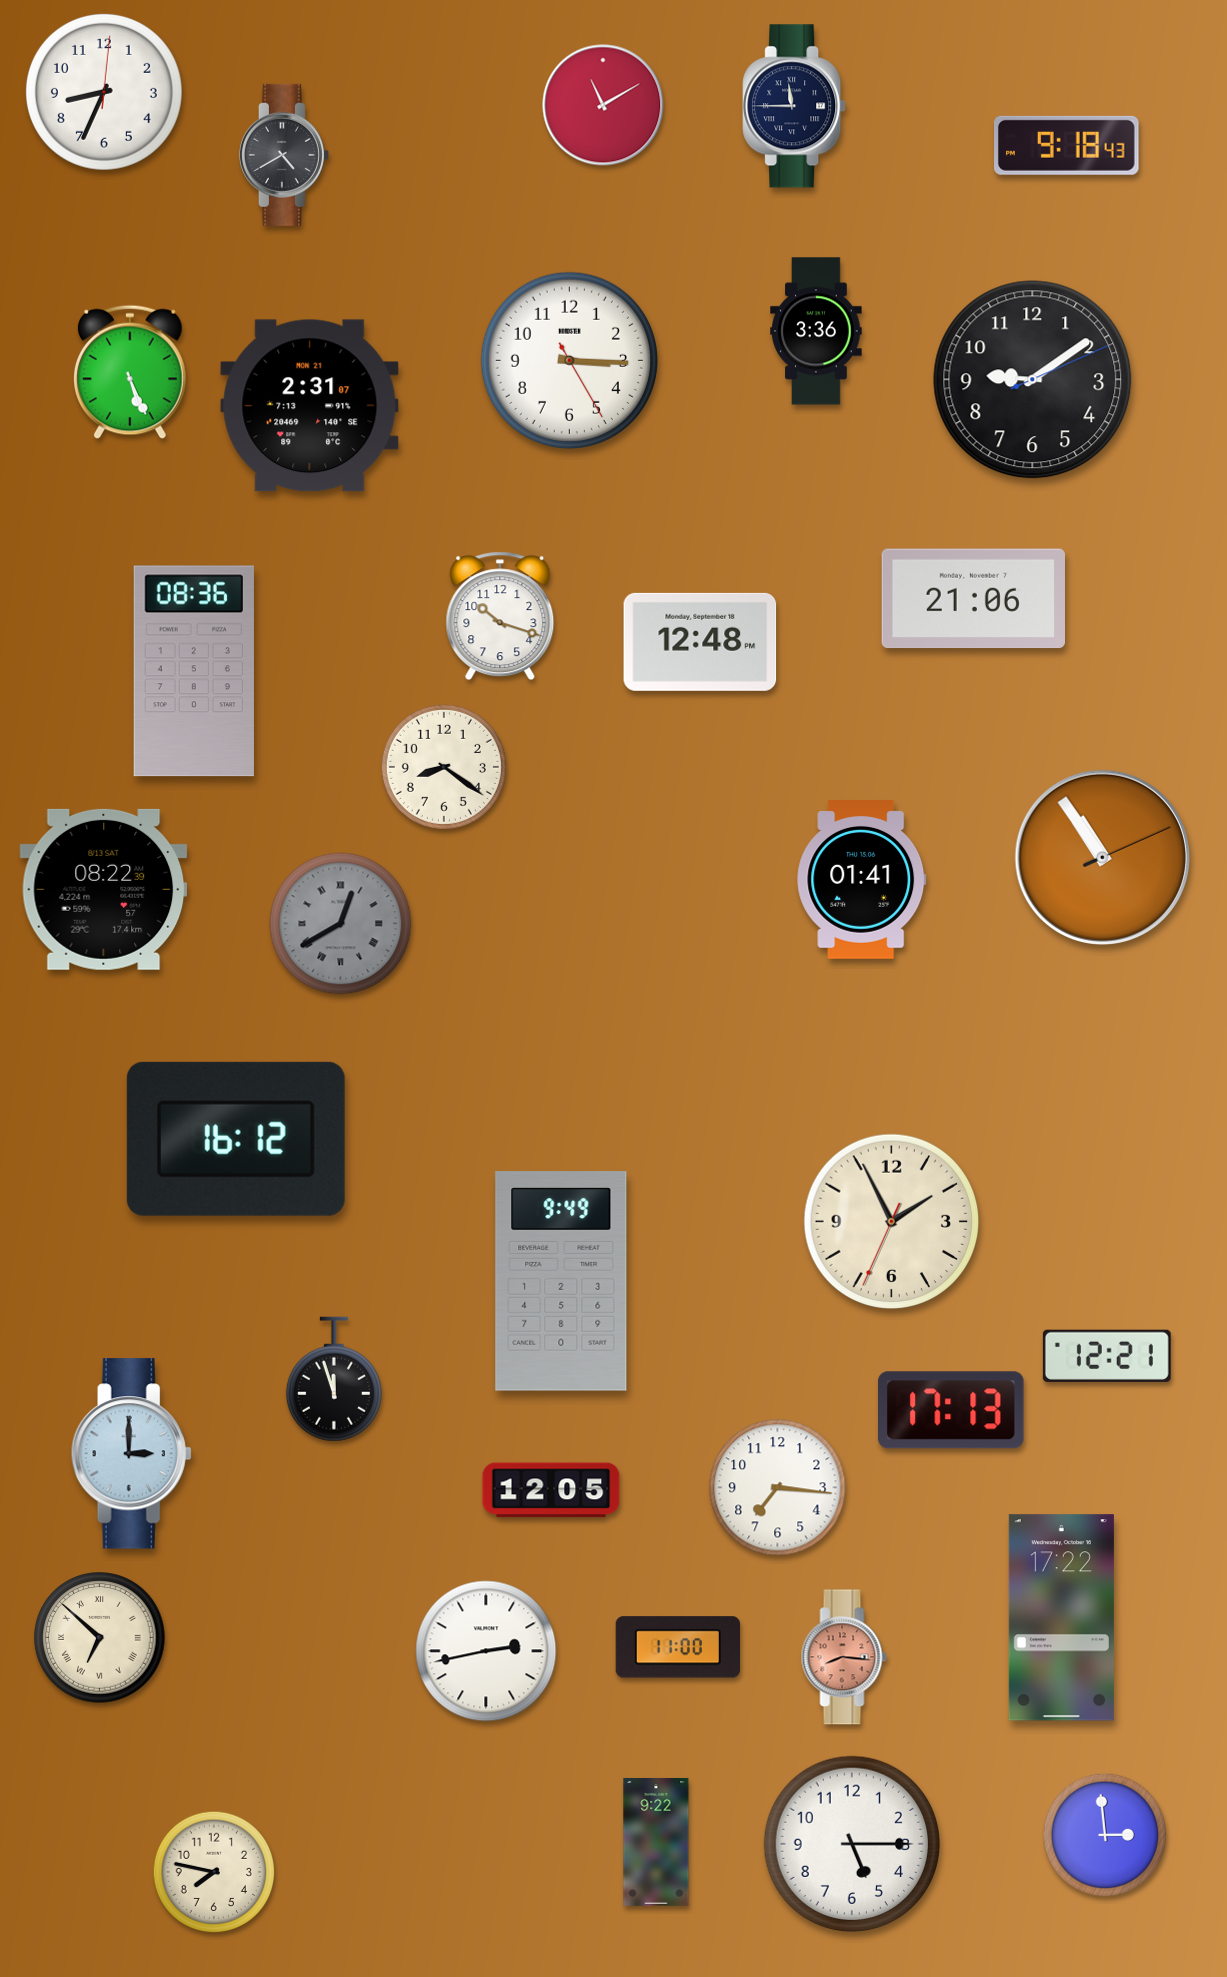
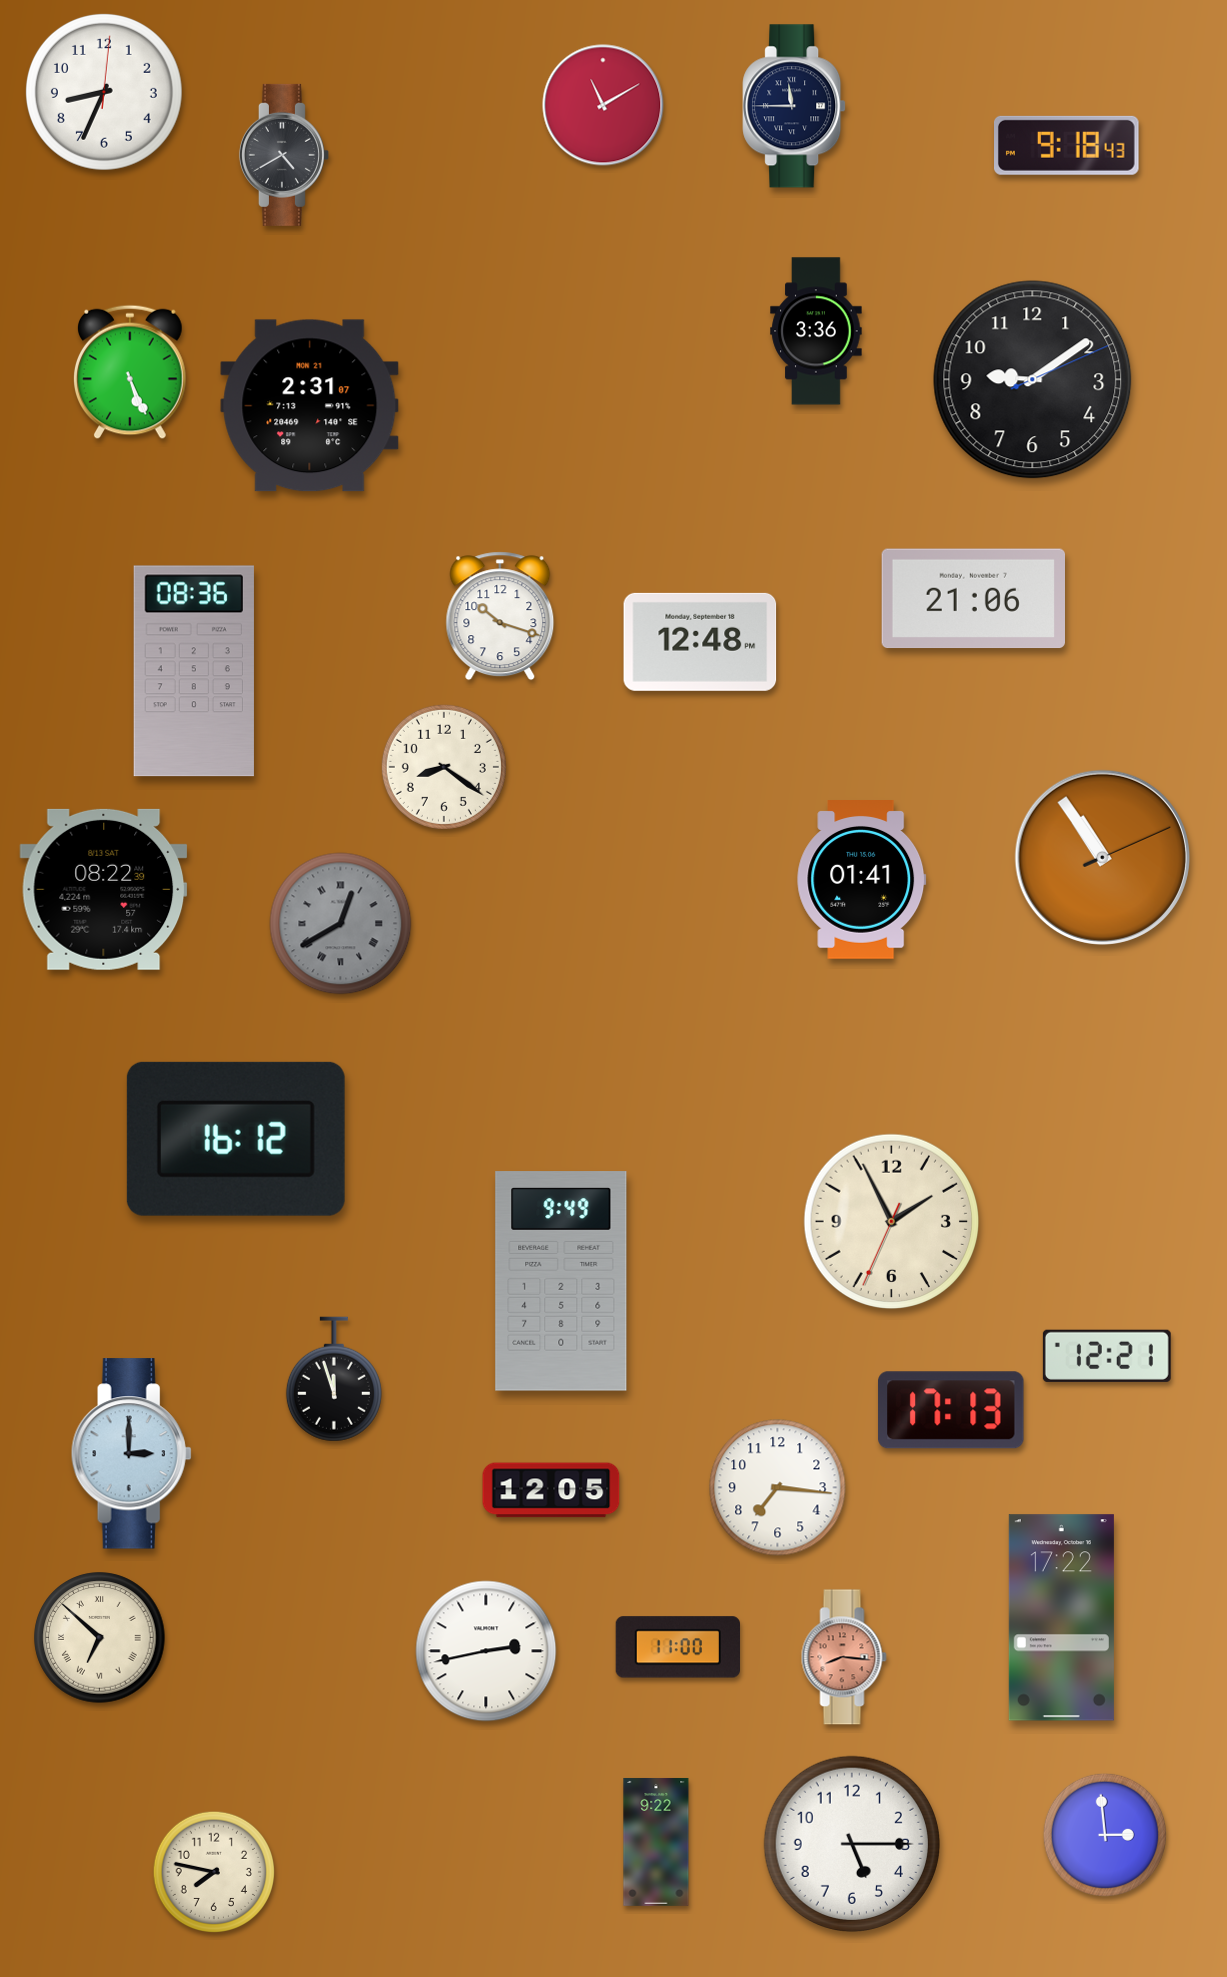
clock at (569, 360): 3:15 -> none
